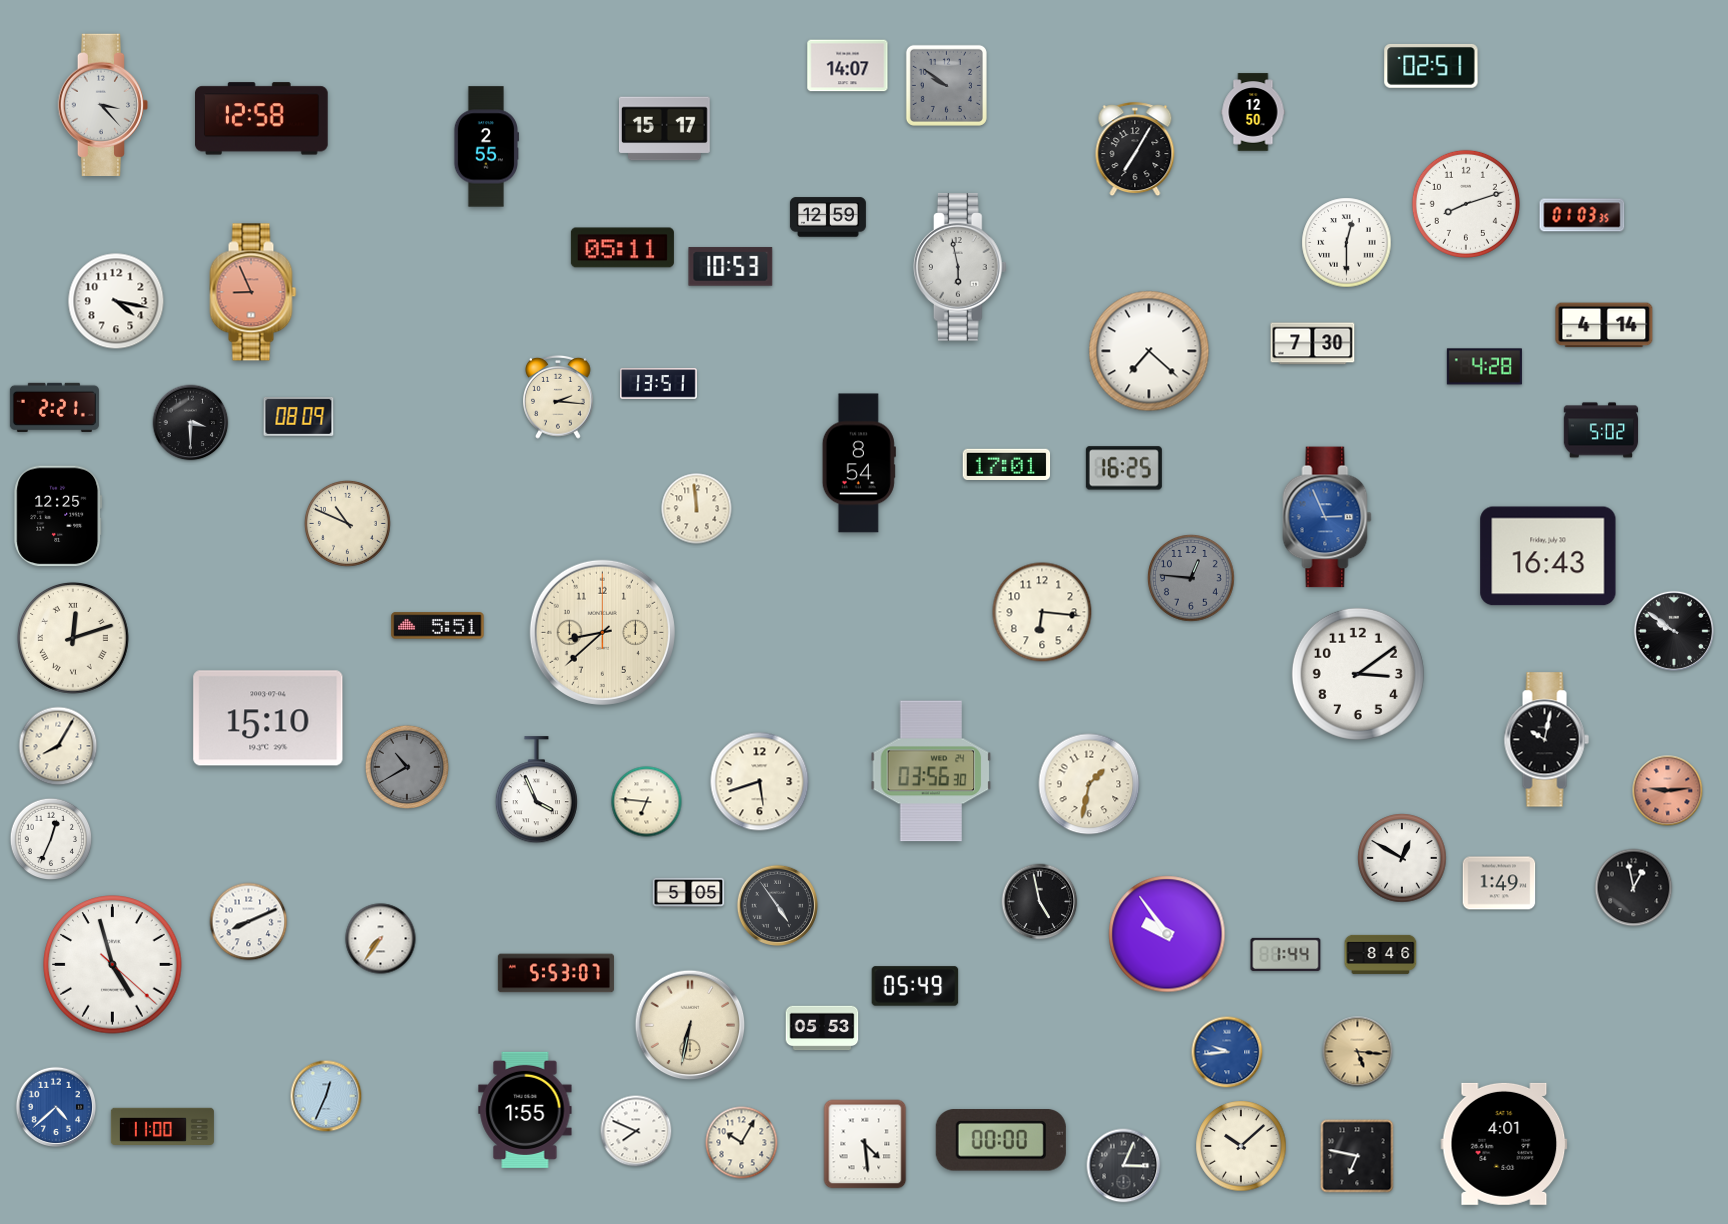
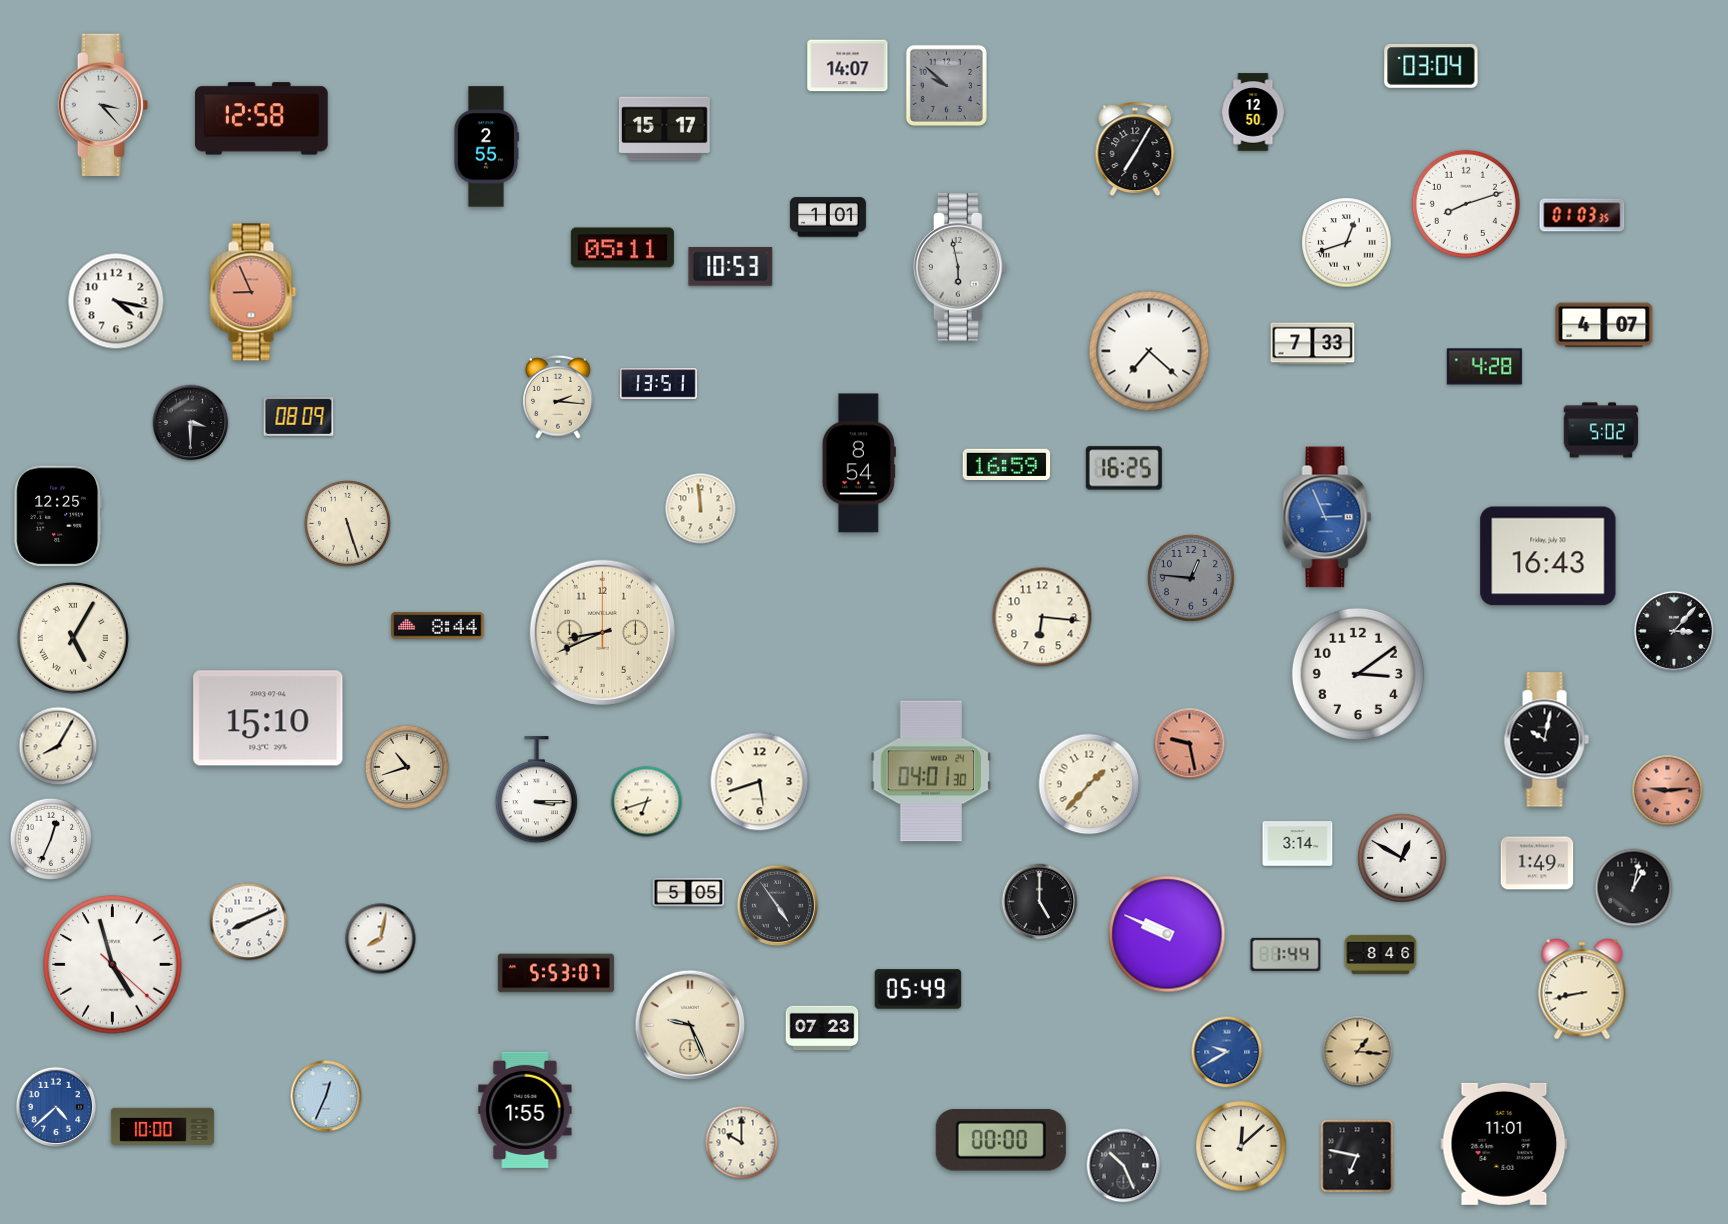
clock at (1431, 66): 02:51 -> 03:04
clock at (946, 85): 9:51 -> 9:52
clock at (828, 217): 12:59 -> 1:01
clock at (1347, 243): 12:30 -> 12:42
clock at (1604, 325): 4:14 -> 4:07
clock at (1313, 344): 7:30 -> 7:33
clock at (54, 407): 2:21 -> none
clock at (1007, 464): 17:01 -> 16:59
clock at (697, 509) position: (697, 509) -> (701, 509)
clock at (347, 523): 10:49 -> 5:27
clock at (1042, 612) position: (1042, 612) -> (1042, 617)
clock at (438, 626): 5:51 -> 8:44
clock at (1673, 630): 9:51 -> 3:07
clock at (602, 632): 8:38 -> 8:41
clock at (74, 639): 12:12 -> 5:05
clock at (1190, 744): none -> 9:28
clock at (407, 767): 10:40 -> 10:42
clock at (407, 767) dial: grey -> cream
clock at (931, 771): 03:56 -> 04:01
clock at (1089, 784): 1:32 -> 1:37
clock at (536, 790): 3:56 -> 3:15
clock at (647, 802): 6:46 -> 6:42
clock at (1298, 844): none -> 3:14
clock at (1499, 883) position: (1499, 883) -> (1537, 863)
clock at (1634, 888): 12:58 -> 1:02
clock at (1040, 902): 4:58 -> 5:00
clock at (1167, 934): 9:54 -> 9:49
clock at (381, 939): 7:36 -> 8:02
clock at (915, 986) position: (915, 986) -> (918, 989)
clock at (1582, 989): none -> 8:43
clock at (690, 1025): 6:32 -> 9:26
clock at (822, 1028): 05:53 -> 07:23
clock at (1227, 1052): 9:44 -> 9:40
clock at (1358, 1052): 5:16 -> 1:16
clock at (162, 1126): 11:00 -> 10:00
clock at (636, 1131): 7:49 -> none
clock at (742, 1143): 10:05 -> 10:00
clock at (865, 1144): 4:29 -> none
clock at (1504, 1144): 4:01 -> 11:01
clock at (1241, 1146): 10:08 -> 12:08
clock at (1124, 1166): 3:04 -> 10:26
